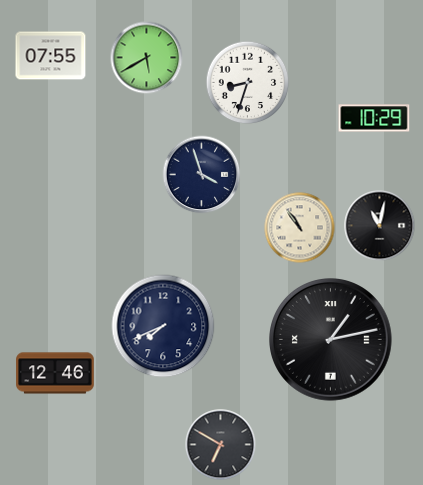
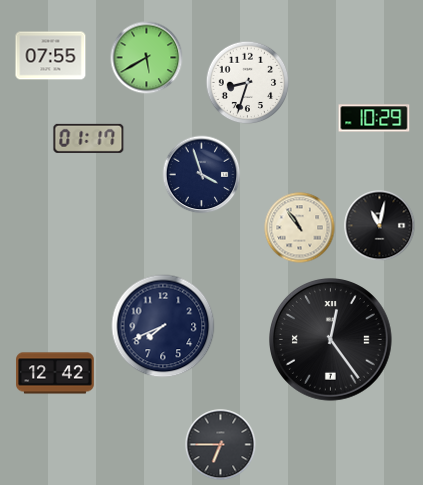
clock at (89, 138): none -> 01:17
clock at (331, 340): 1:13 -> 12:24
clock at (55, 373): 12:46 -> 12:42
clock at (221, 445): 6:50 -> 6:45
